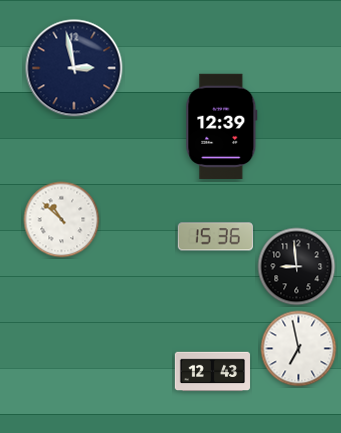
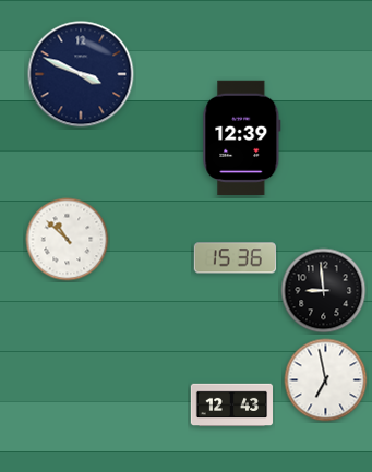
clock at (74, 68): 2:58 -> 3:49
